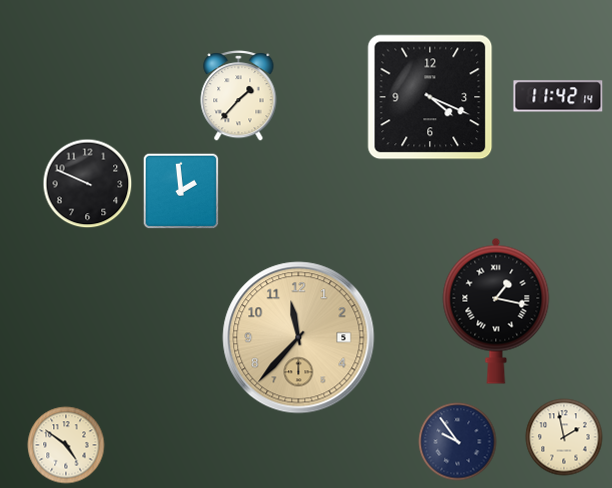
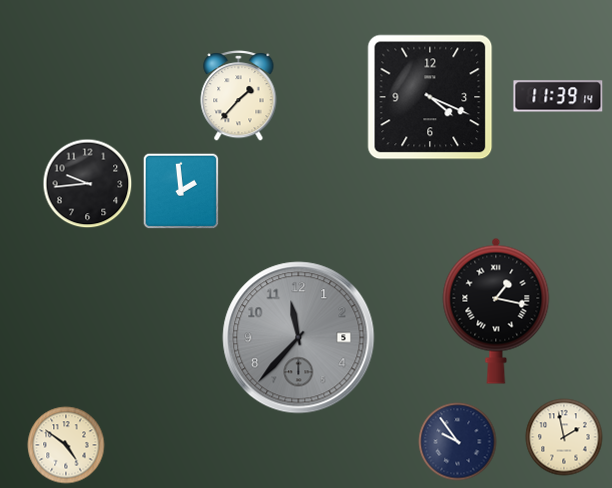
clock at (558, 96): 11:42 -> 11:39
clock at (88, 184): 9:49 -> 9:44
clock at (299, 338) dial: champagne -> grey
